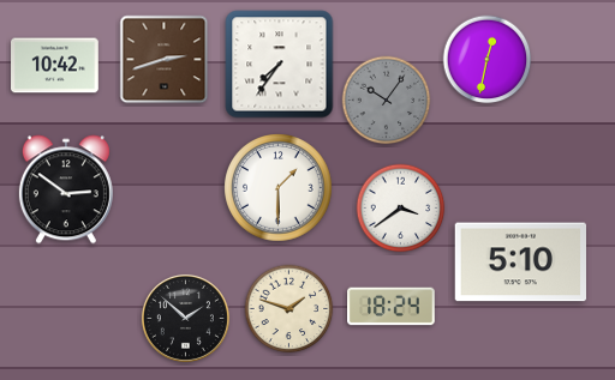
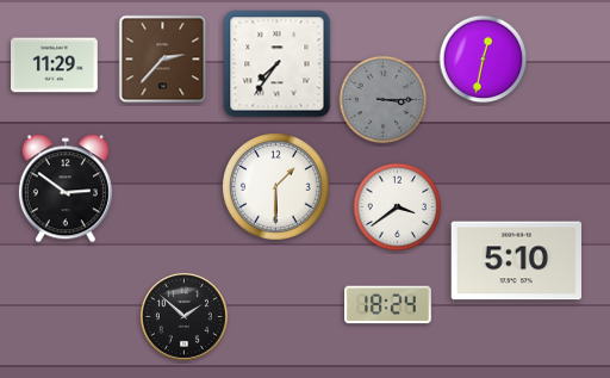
clock at (165, 60): 2:42 -> 2:37
clock at (55, 66): 10:42 -> 11:29
clock at (387, 101): 10:06 -> 3:15
clock at (289, 309): 1:48 -> none
